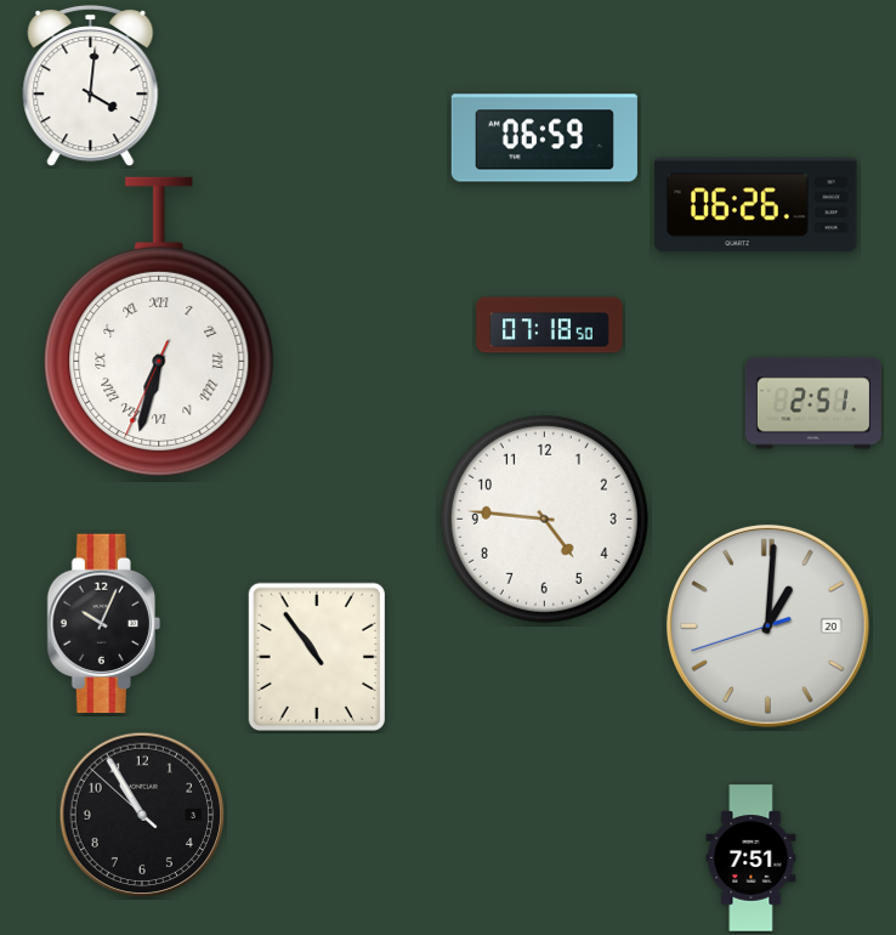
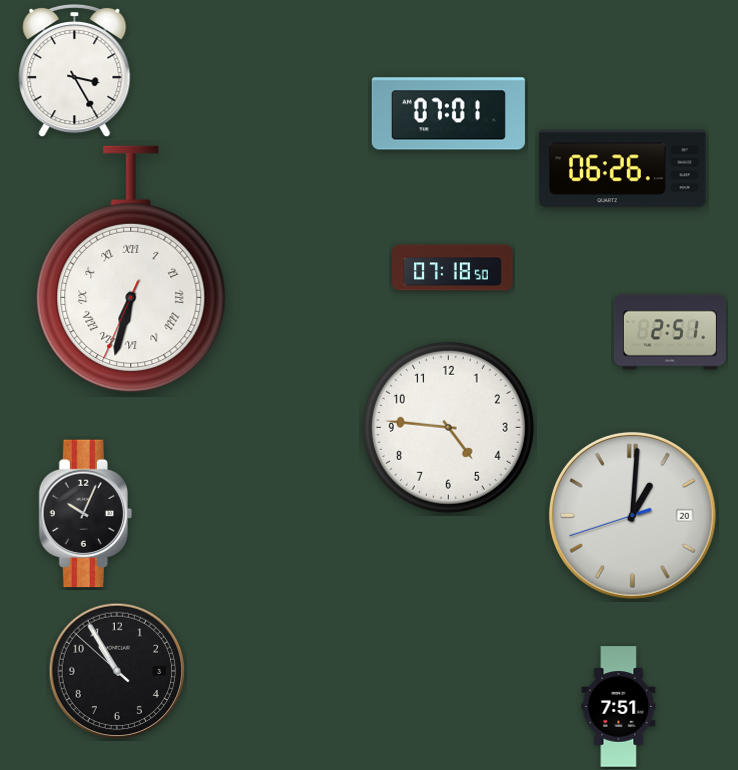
clock at (91, 86): 4:01 -> 3:25
clock at (544, 138): 06:59 -> 07:01
clock at (317, 656): 10:54 -> none
